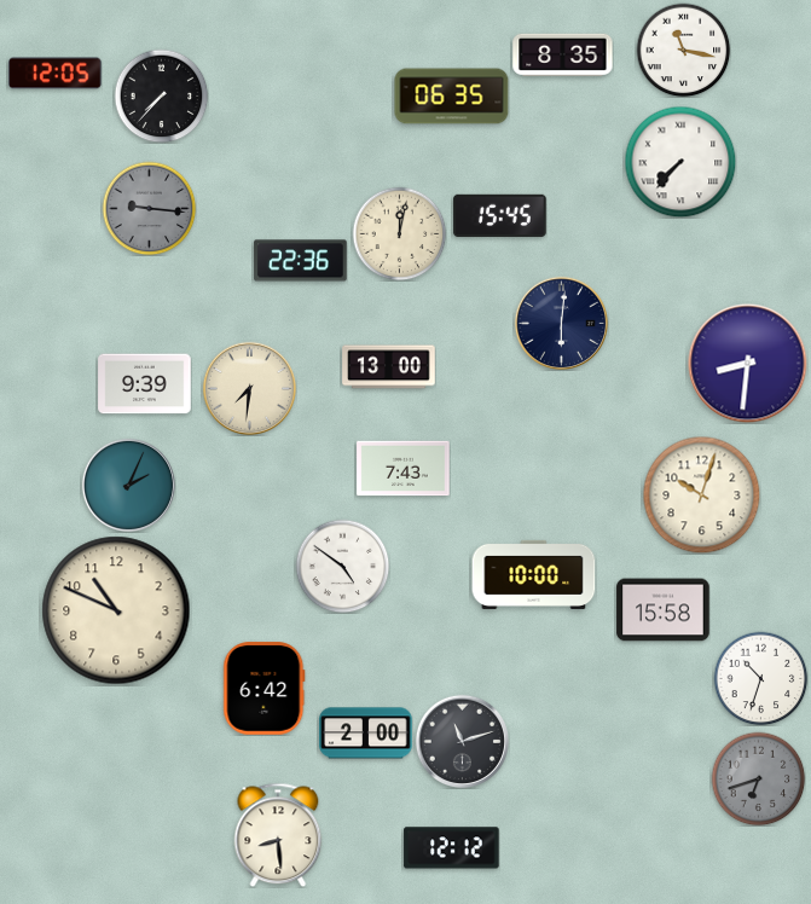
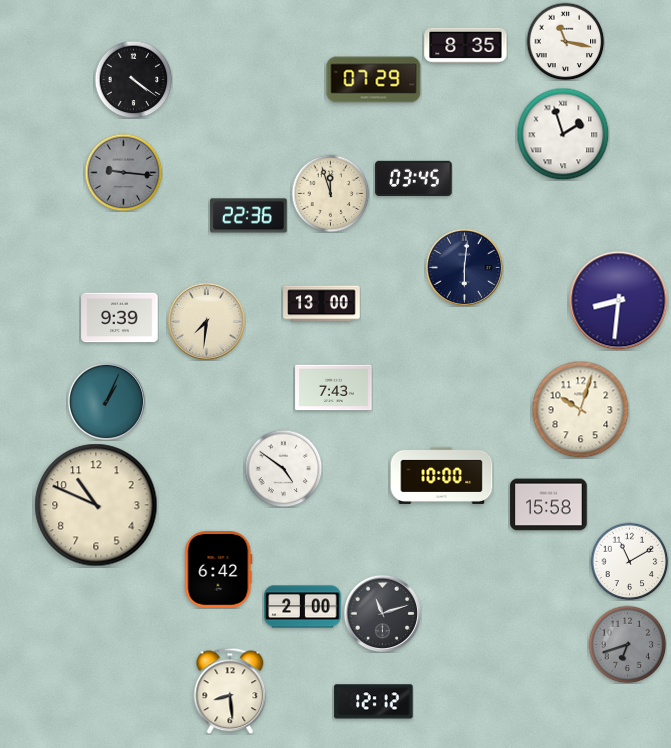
clock at (56, 74): 12:05 -> none
clock at (161, 95): 7:37 -> 4:21
clock at (452, 97): 06:35 -> 07:29
clock at (680, 162): 7:37 -> 1:57
clock at (500, 215): 15:45 -> 03:45
clock at (399, 233): 12:02 -> 11:57
clock at (128, 485): 2:04 -> 1:04
clock at (760, 678): 10:33 -> 11:10
